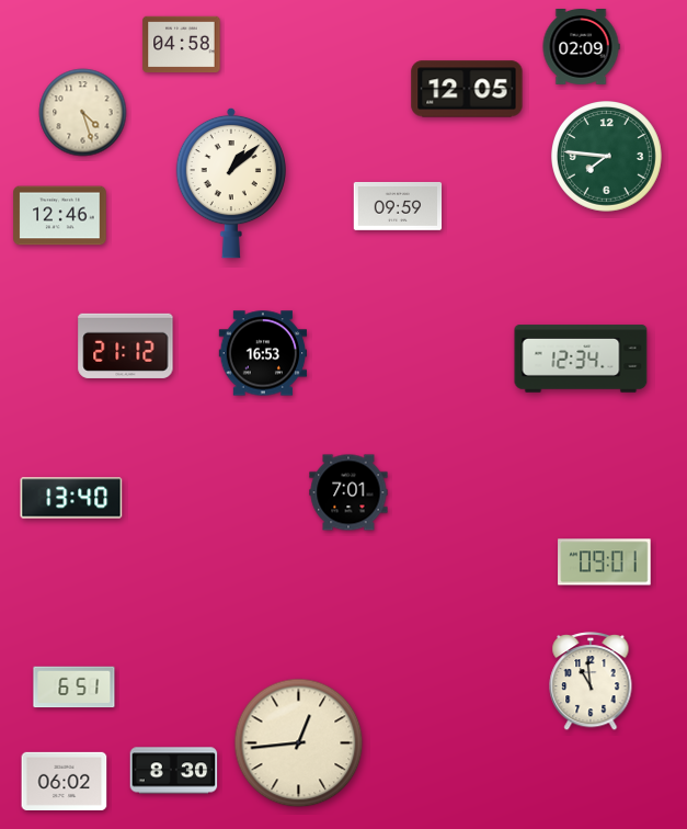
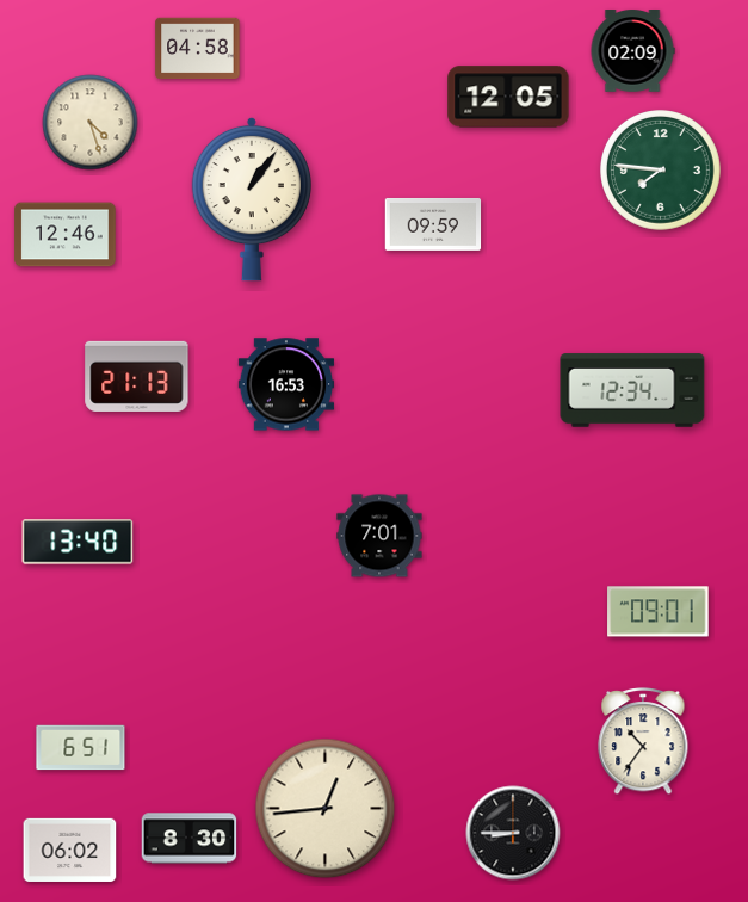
clock at (231, 183): 1:08 -> 1:06
clock at (126, 345): 21:12 -> 21:13
clock at (591, 682): 10:59 -> 10:36
clock at (513, 833): none -> 8:45
